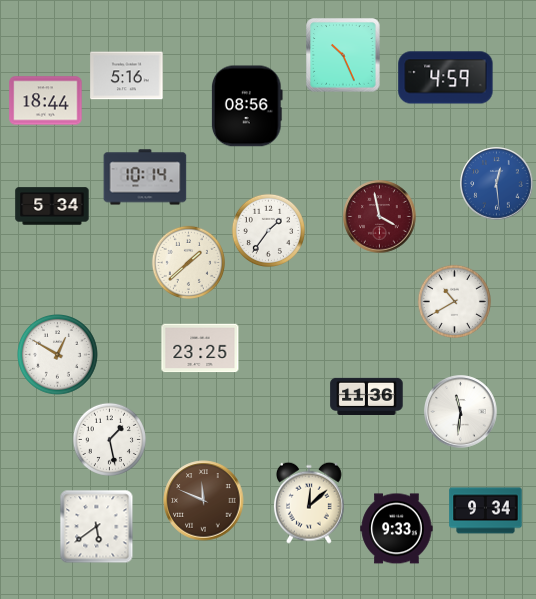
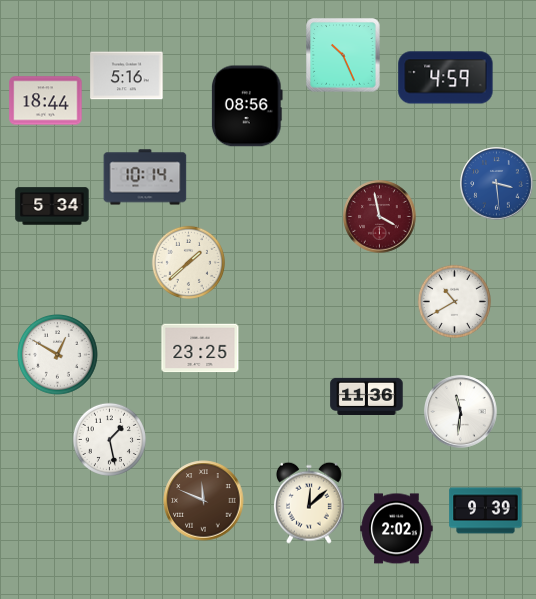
clock at (497, 184): 12:29 -> 3:29
clock at (268, 230): 1:36 -> none
clock at (486, 511): 9:34 -> 9:39
clock at (97, 527): 5:39 -> none
clock at (397, 529): 9:33 -> 2:02
